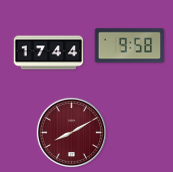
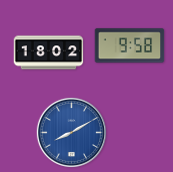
clock at (49, 53): 17:44 -> 18:02
clock at (72, 133) dial: burgundy -> blue
